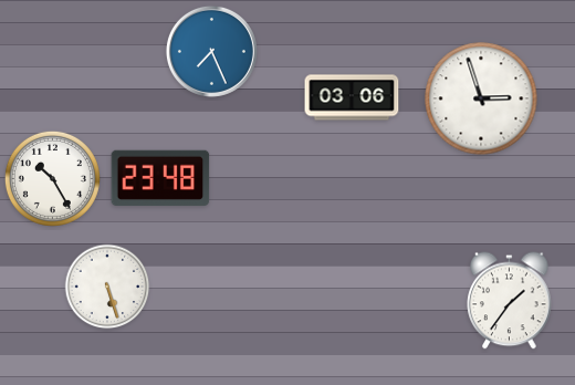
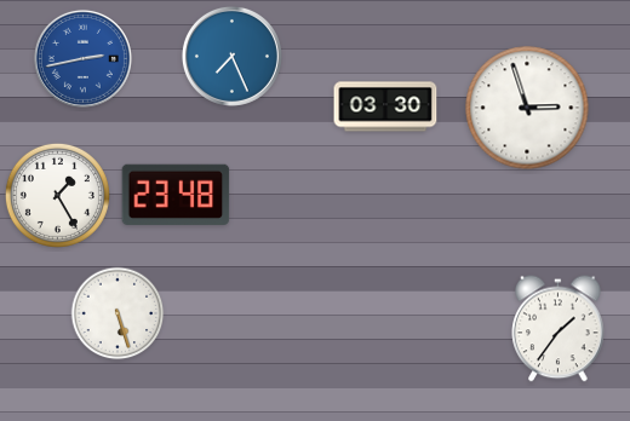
clock at (82, 58): none -> 2:43
clock at (352, 97): 03:06 -> 03:30
clock at (52, 178): 10:25 -> 1:25
